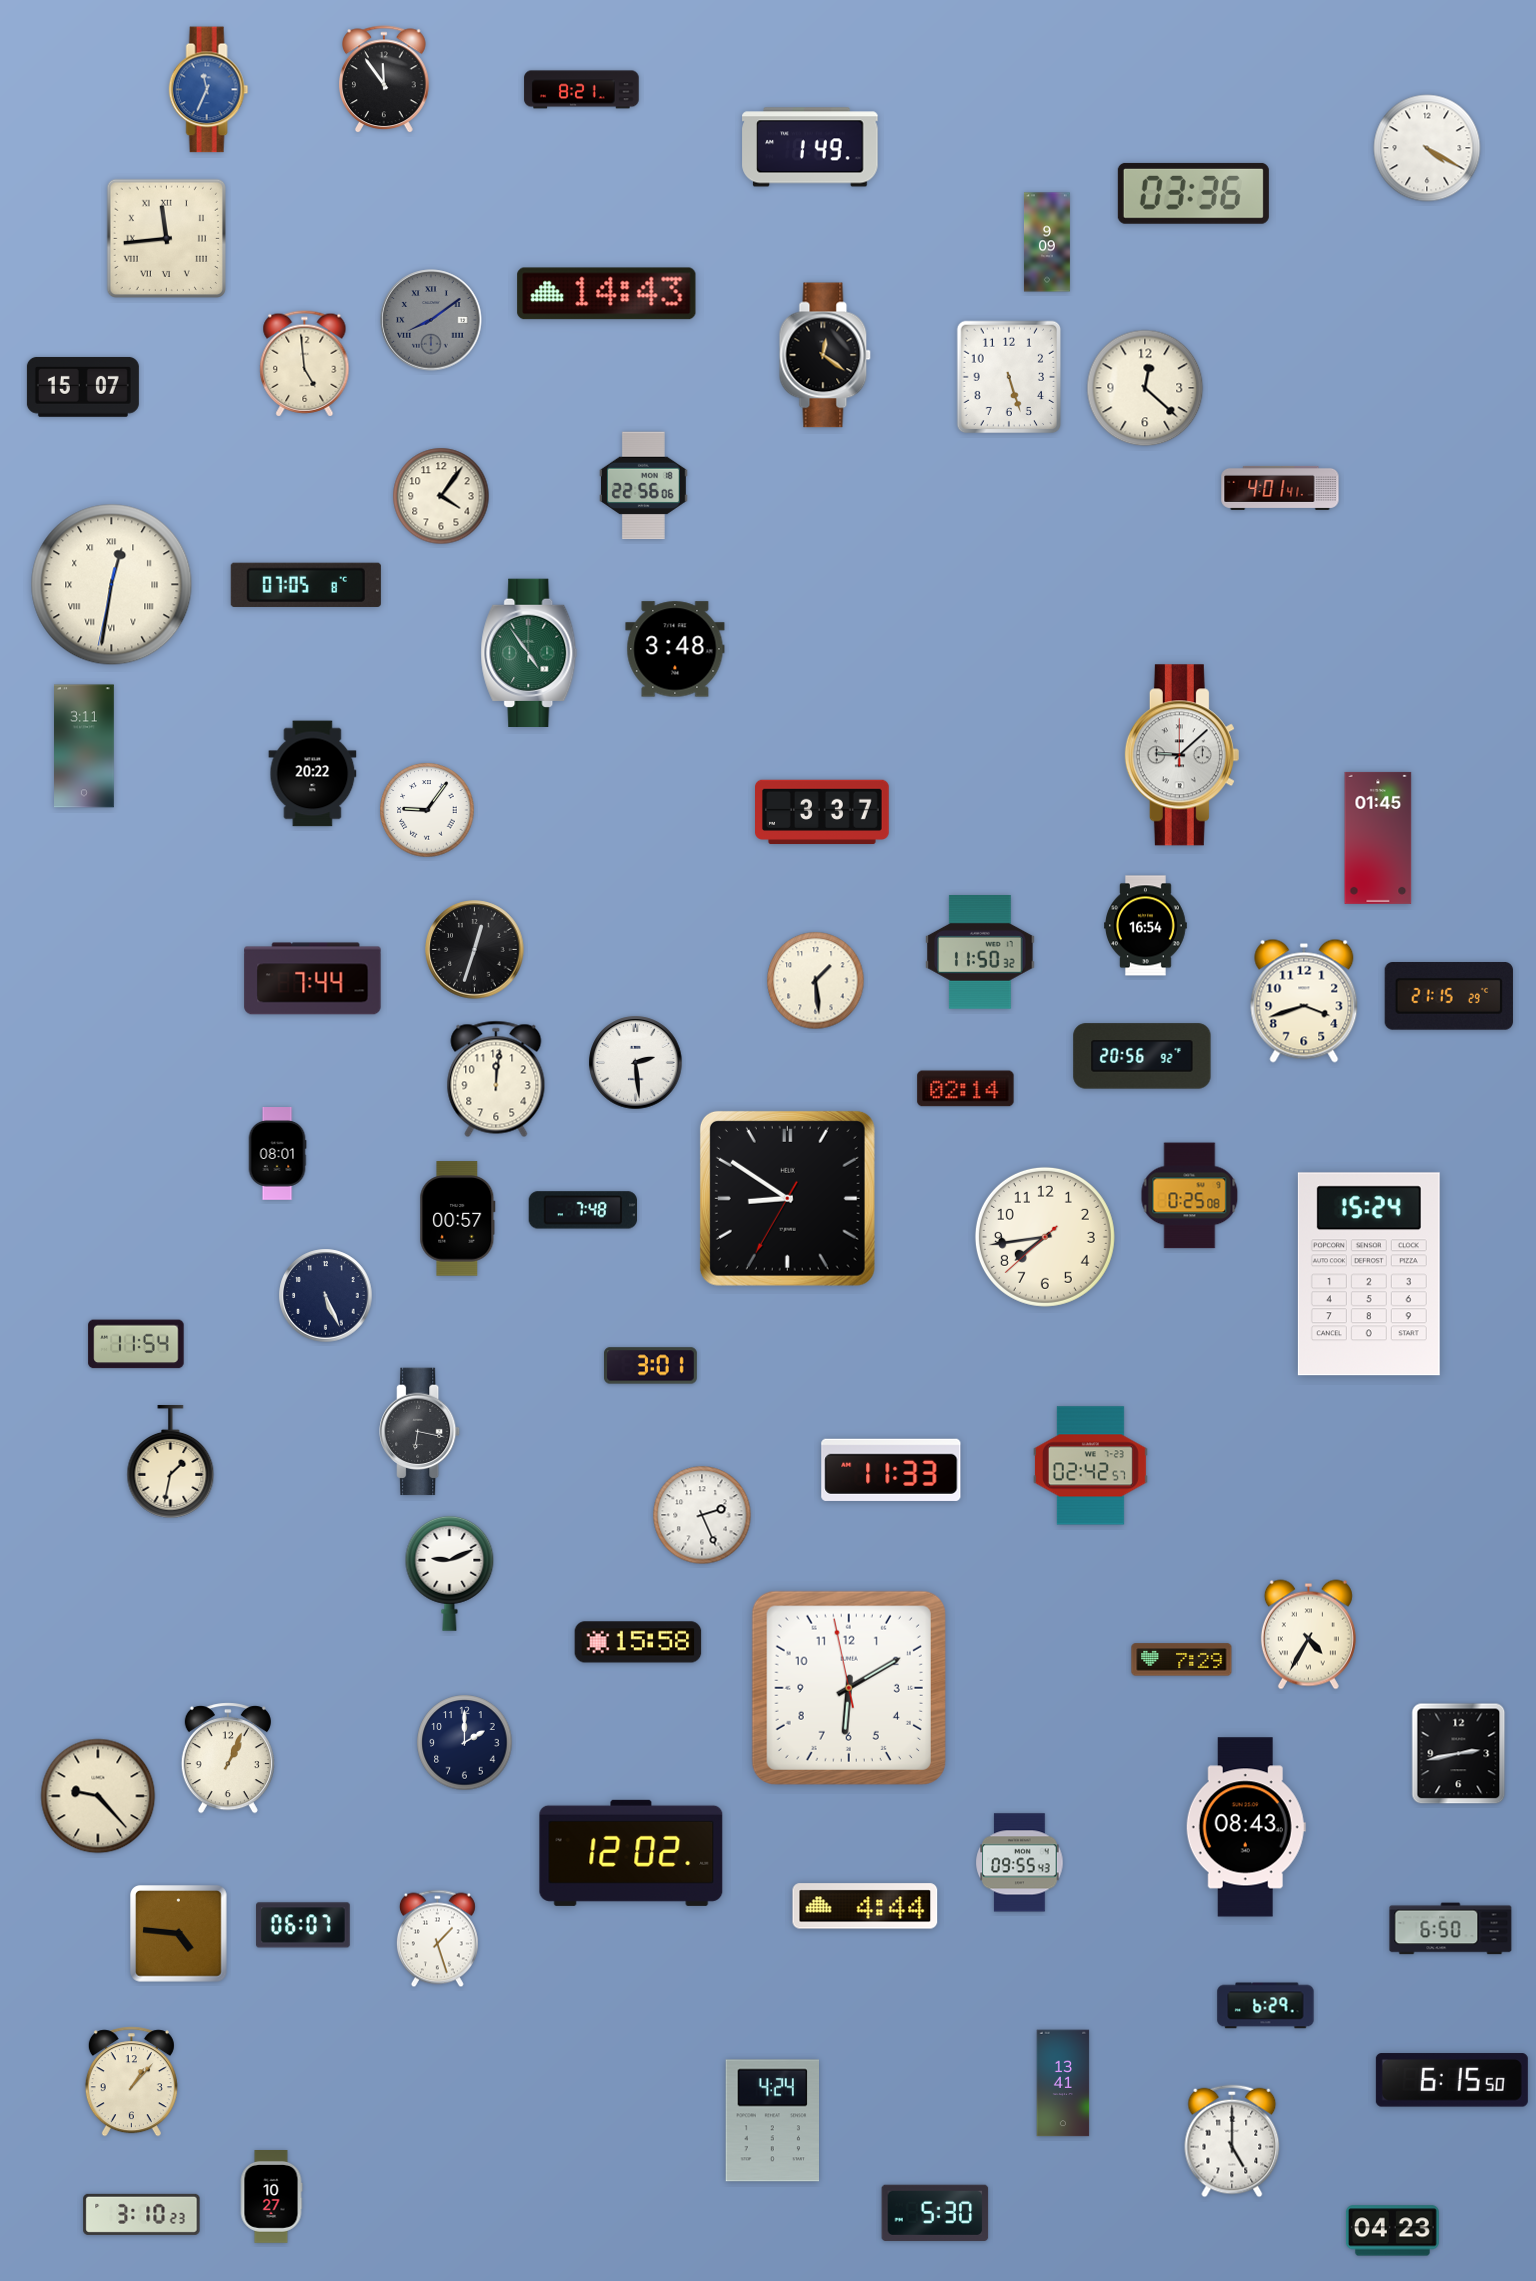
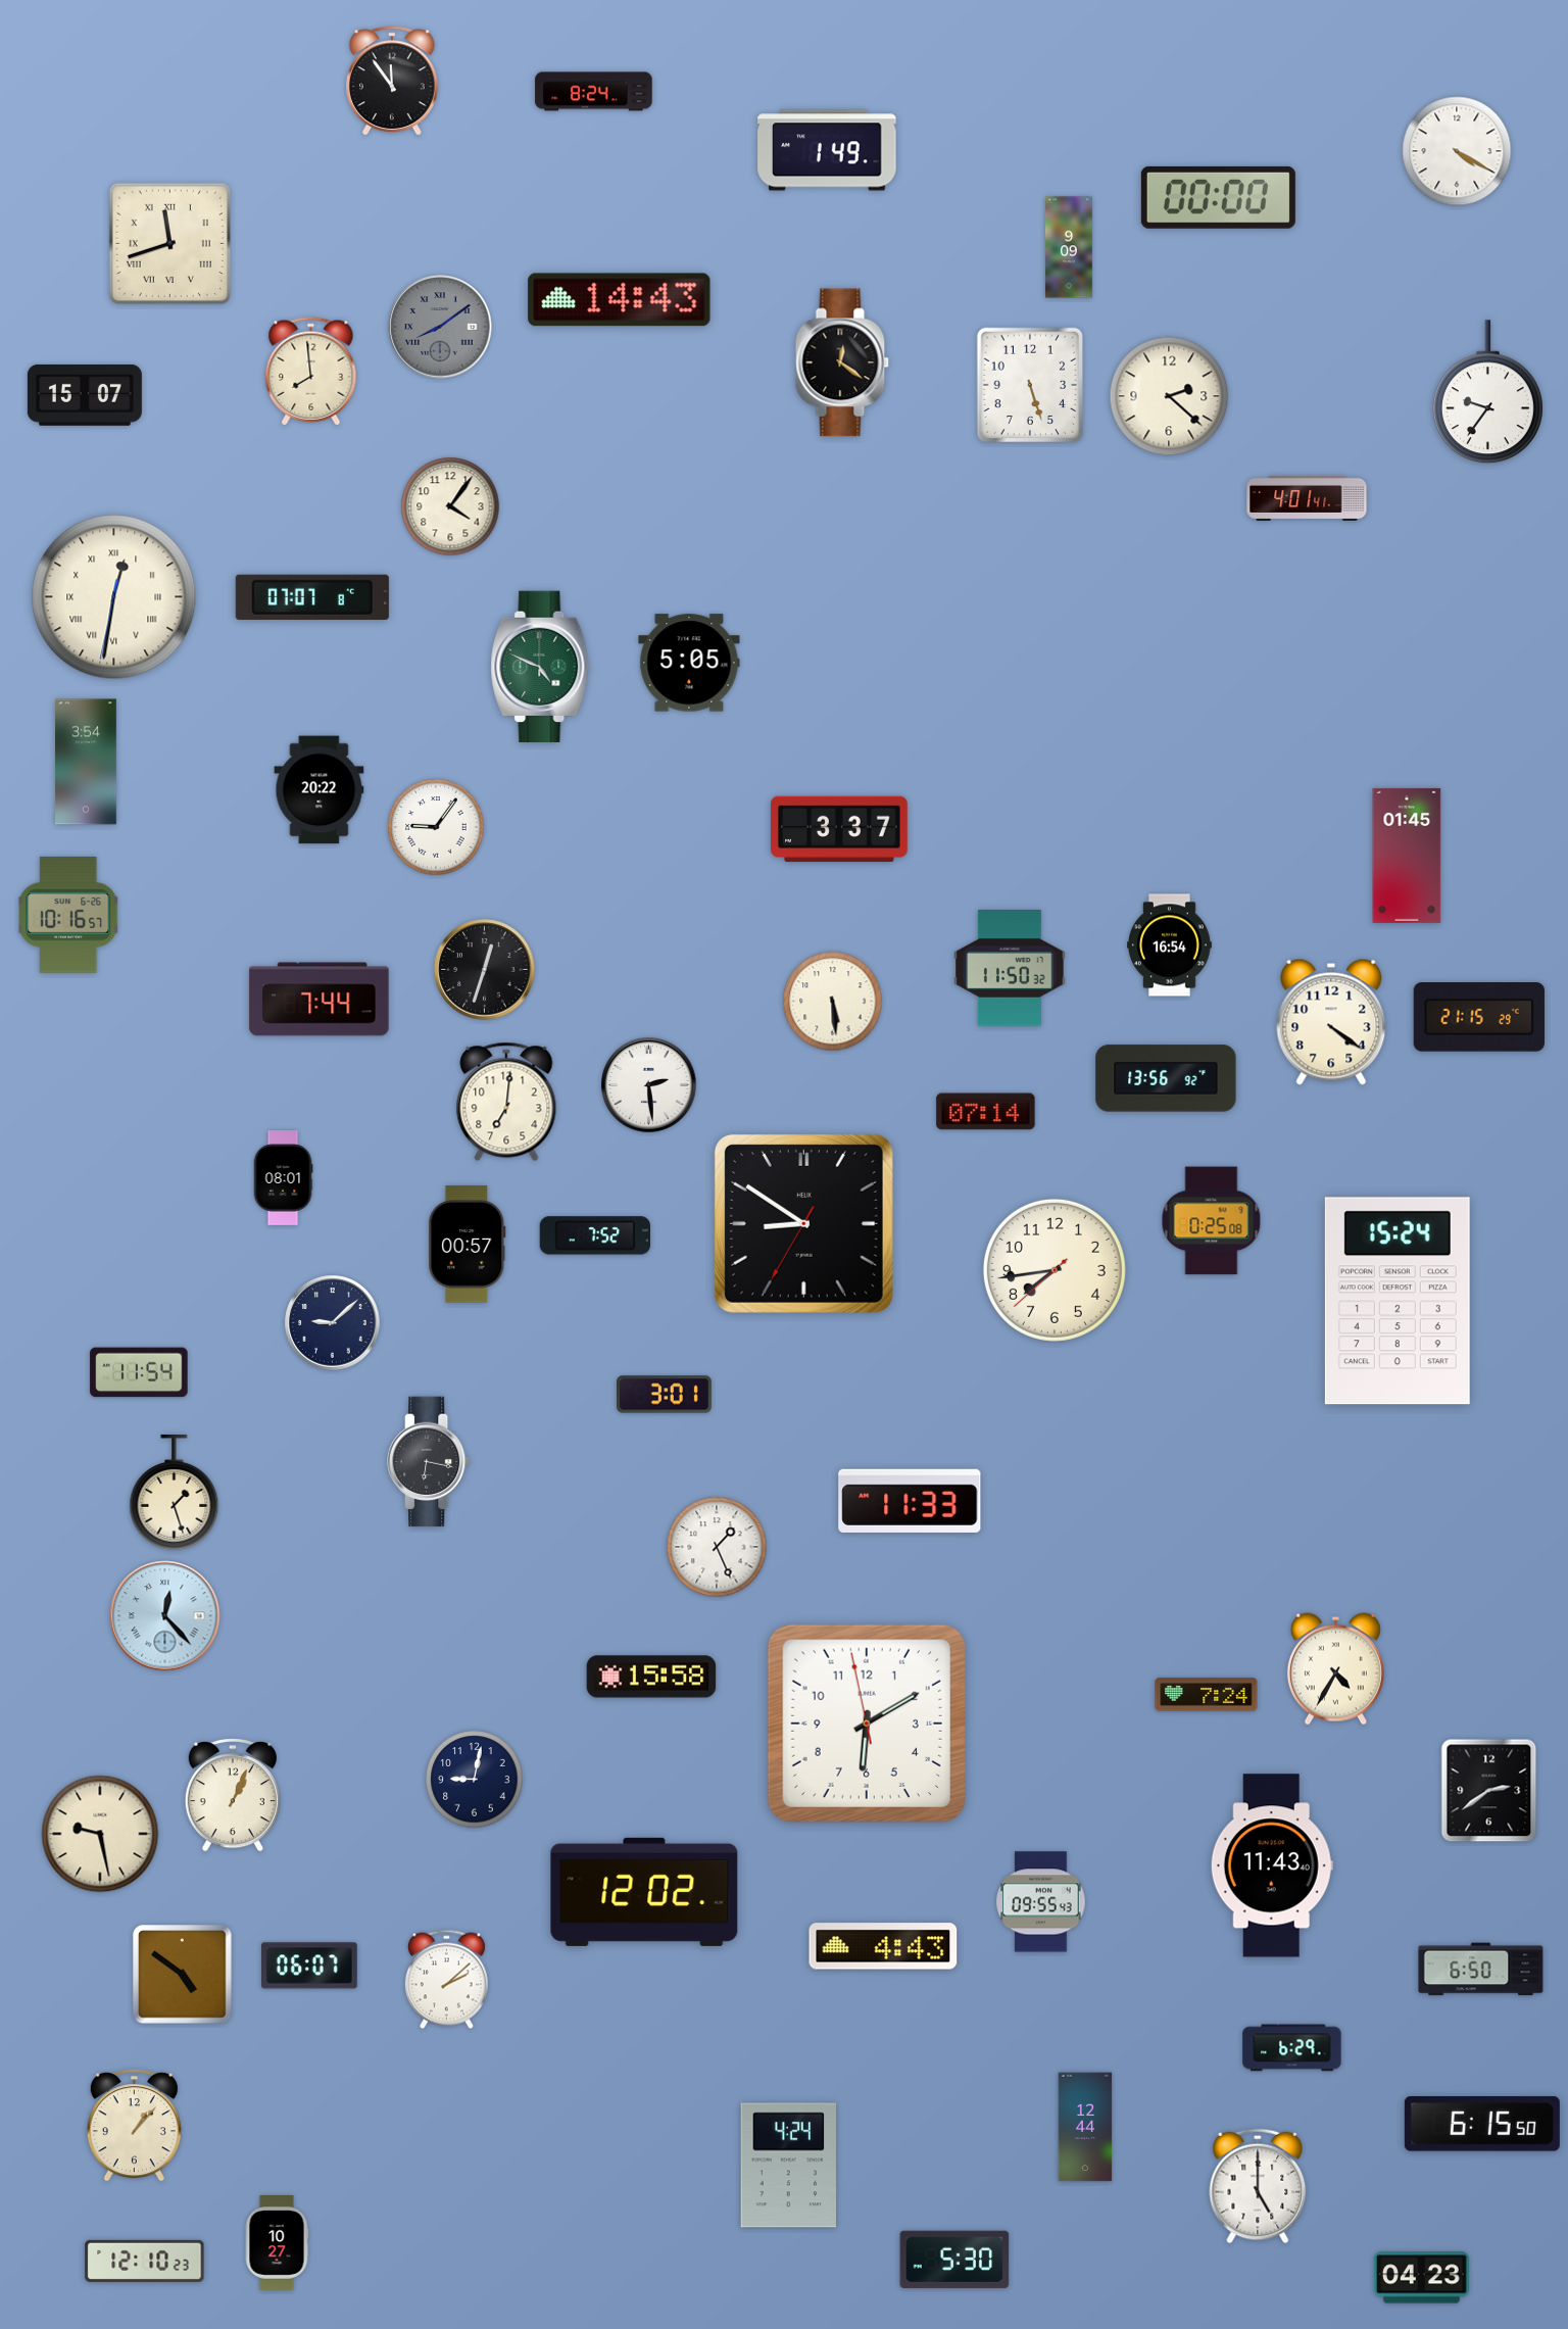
clock at (209, 90): 11:34 -> none
clock at (582, 90): 8:21 -> 8:24
clock at (1193, 193): 03:36 -> 00:00
clock at (166, 238): 11:44 -> 11:42
clock at (305, 364): 4:59 -> 7:59
clock at (1487, 392): none -> 9:36
clock at (1145, 388): 12:22 -> 2:22
clock at (643, 486): 22:56 -> none
clock at (306, 585): 07:05 -> 07:07
clock at (675, 649): 3:48 -> 5:05
clock at (529, 652): 4:54 -> 4:49
clock at (85, 746): 3:11 -> 3:54
clock at (1182, 755): 9:08 -> none
clock at (68, 915): none -> 10:16
clock at (980, 953) position: (980, 953) -> (1010, 969)
clock at (816, 981): 1:29 -> 5:29
clock at (1304, 1001): 3:42 -> 4:21
clock at (1142, 1056): 20:56 -> 13:56
clock at (496, 1079): 12:01 -> 7:01
clock at (966, 1089): 02:14 -> 07:14
clock at (1190, 1196) position: (1190, 1196) -> (1212, 1221)
clock at (582, 1210): 7:48 -> 7:52
clock at (1045, 1237) position: (1045, 1237) -> (1055, 1270)
clock at (326, 1296): 5:26 -> 9:08
clock at (171, 1461): 1:32 -> 1:27
clock at (1090, 1466): 02:42 -> none
clock at (702, 1515): 2:26 -> 1:26
clock at (450, 1573): 9:11 -> none
clock at (165, 1616): none -> 12:23
clock at (1182, 1660): 7:29 -> 7:24
clock at (465, 1743): 2:00 -> 9:02
clock at (1459, 1754): 2:43 -> 2:39
clock at (98, 1796): 9:23 -> 9:28
clock at (1246, 1827): 08:43 -> 11:43
clock at (865, 1906): 4:44 -> 4:43
clock at (179, 1934): 4:46 -> 4:51
clock at (437, 1939): 1:27 -> 2:08
clock at (1063, 2083): 13:41 -> 12:44
clock at (142, 2214): 3:10 -> 12:10
